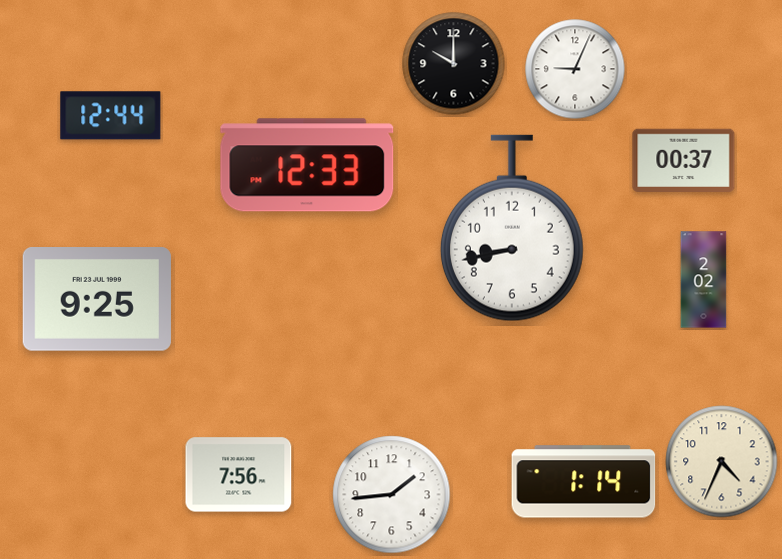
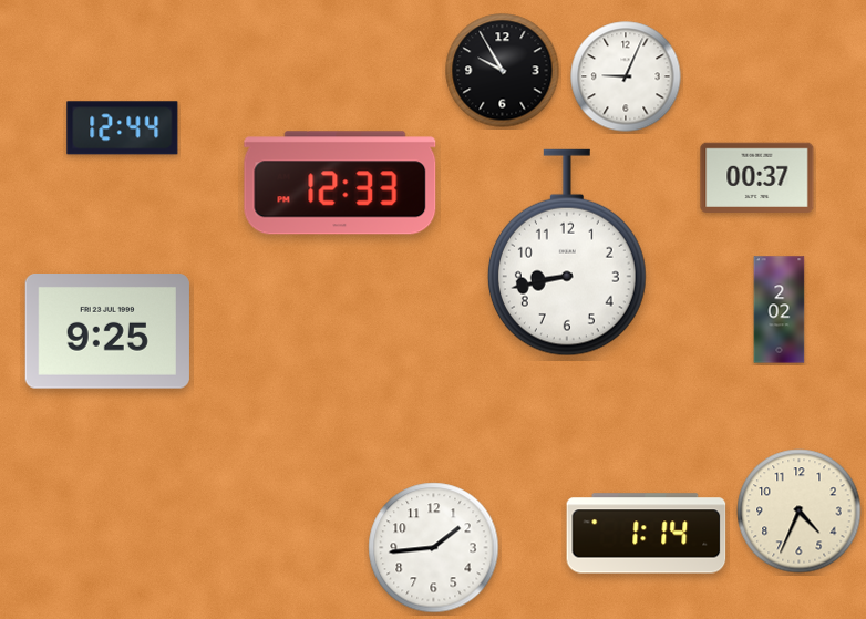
clock at (454, 64): 10:00 -> 9:55
clock at (575, 69) position: (575, 69) -> (626, 76)
clock at (239, 475): 7:56 -> none
